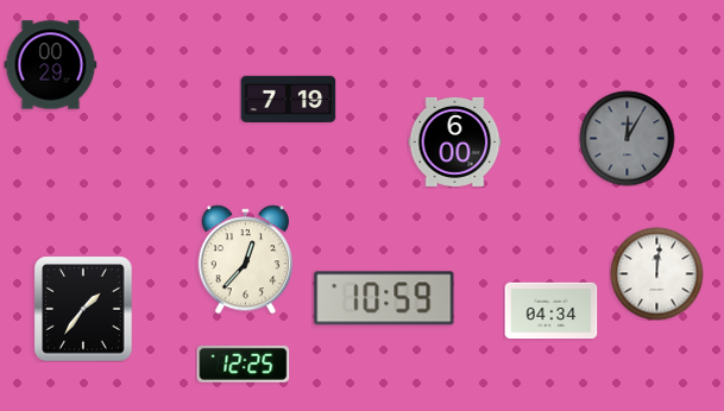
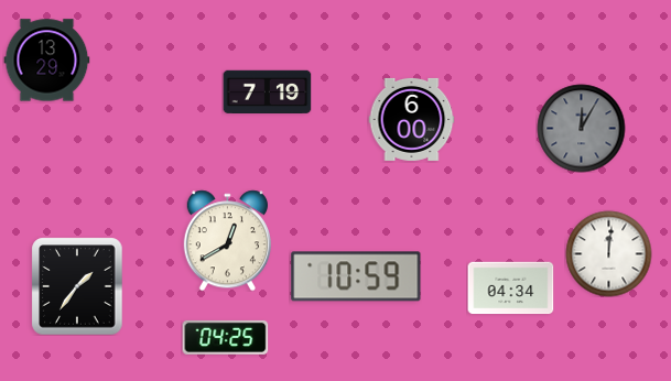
clock at (50, 65): 00:29 -> 13:29
clock at (454, 141) position: (454, 141) -> (411, 119)
clock at (245, 259): 12:37 -> 12:40
clock at (243, 363): 12:25 -> 04:25
